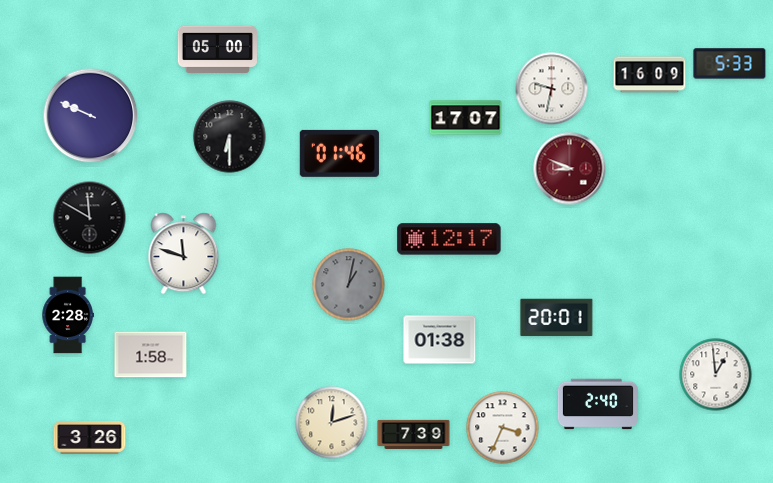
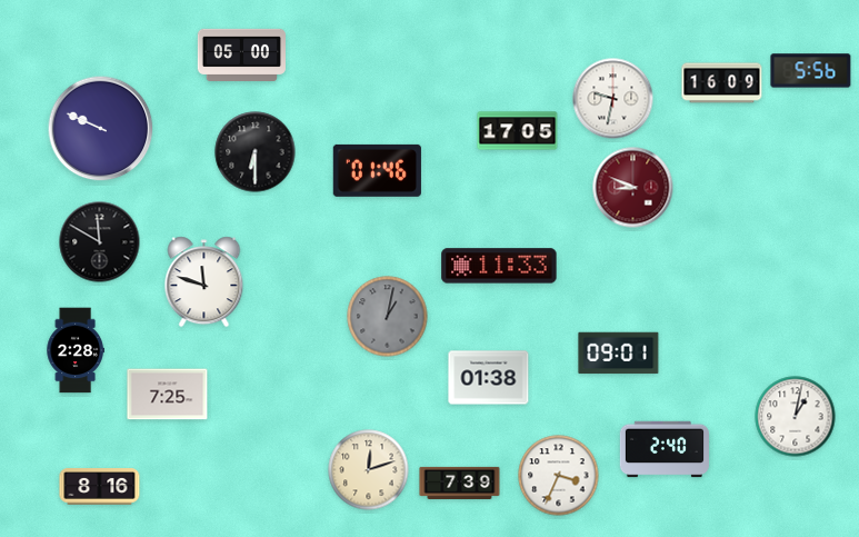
clock at (730, 64): 5:33 -> 5:56
clock at (466, 118): 17:07 -> 17:05
clock at (449, 239): 12:17 -> 11:33
clock at (557, 318): 20:01 -> 09:01
clock at (151, 355): 1:58 -> 7:25
clock at (716, 375): 12:59 -> 1:02
clock at (90, 438): 3:26 -> 8:16
